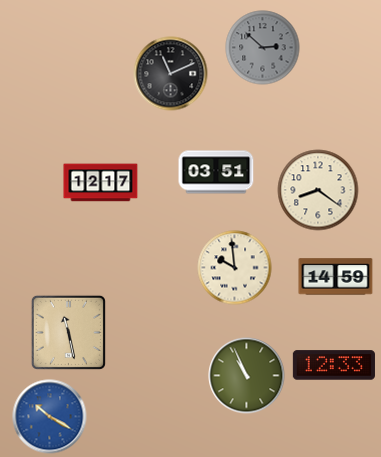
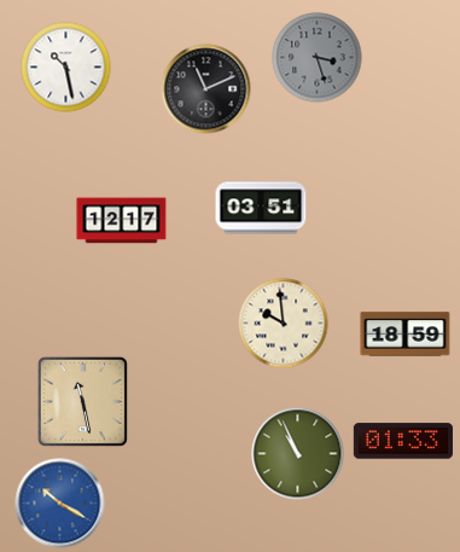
clock at (263, 48): 2:52 -> 3:27
clock at (66, 68): none -> 10:28
clock at (318, 190): 8:21 -> none
clock at (336, 277): 14:59 -> 18:59
clock at (334, 365): 12:33 -> 01:33
